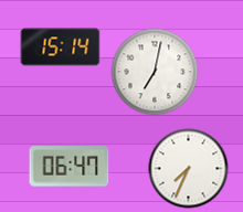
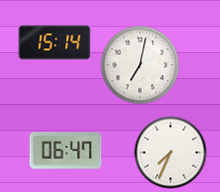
clock at (70, 167) position: (70, 167) -> (66, 151)
